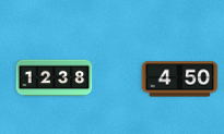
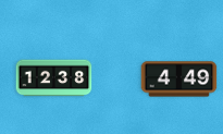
clock at (180, 80): 4:50 -> 4:49
